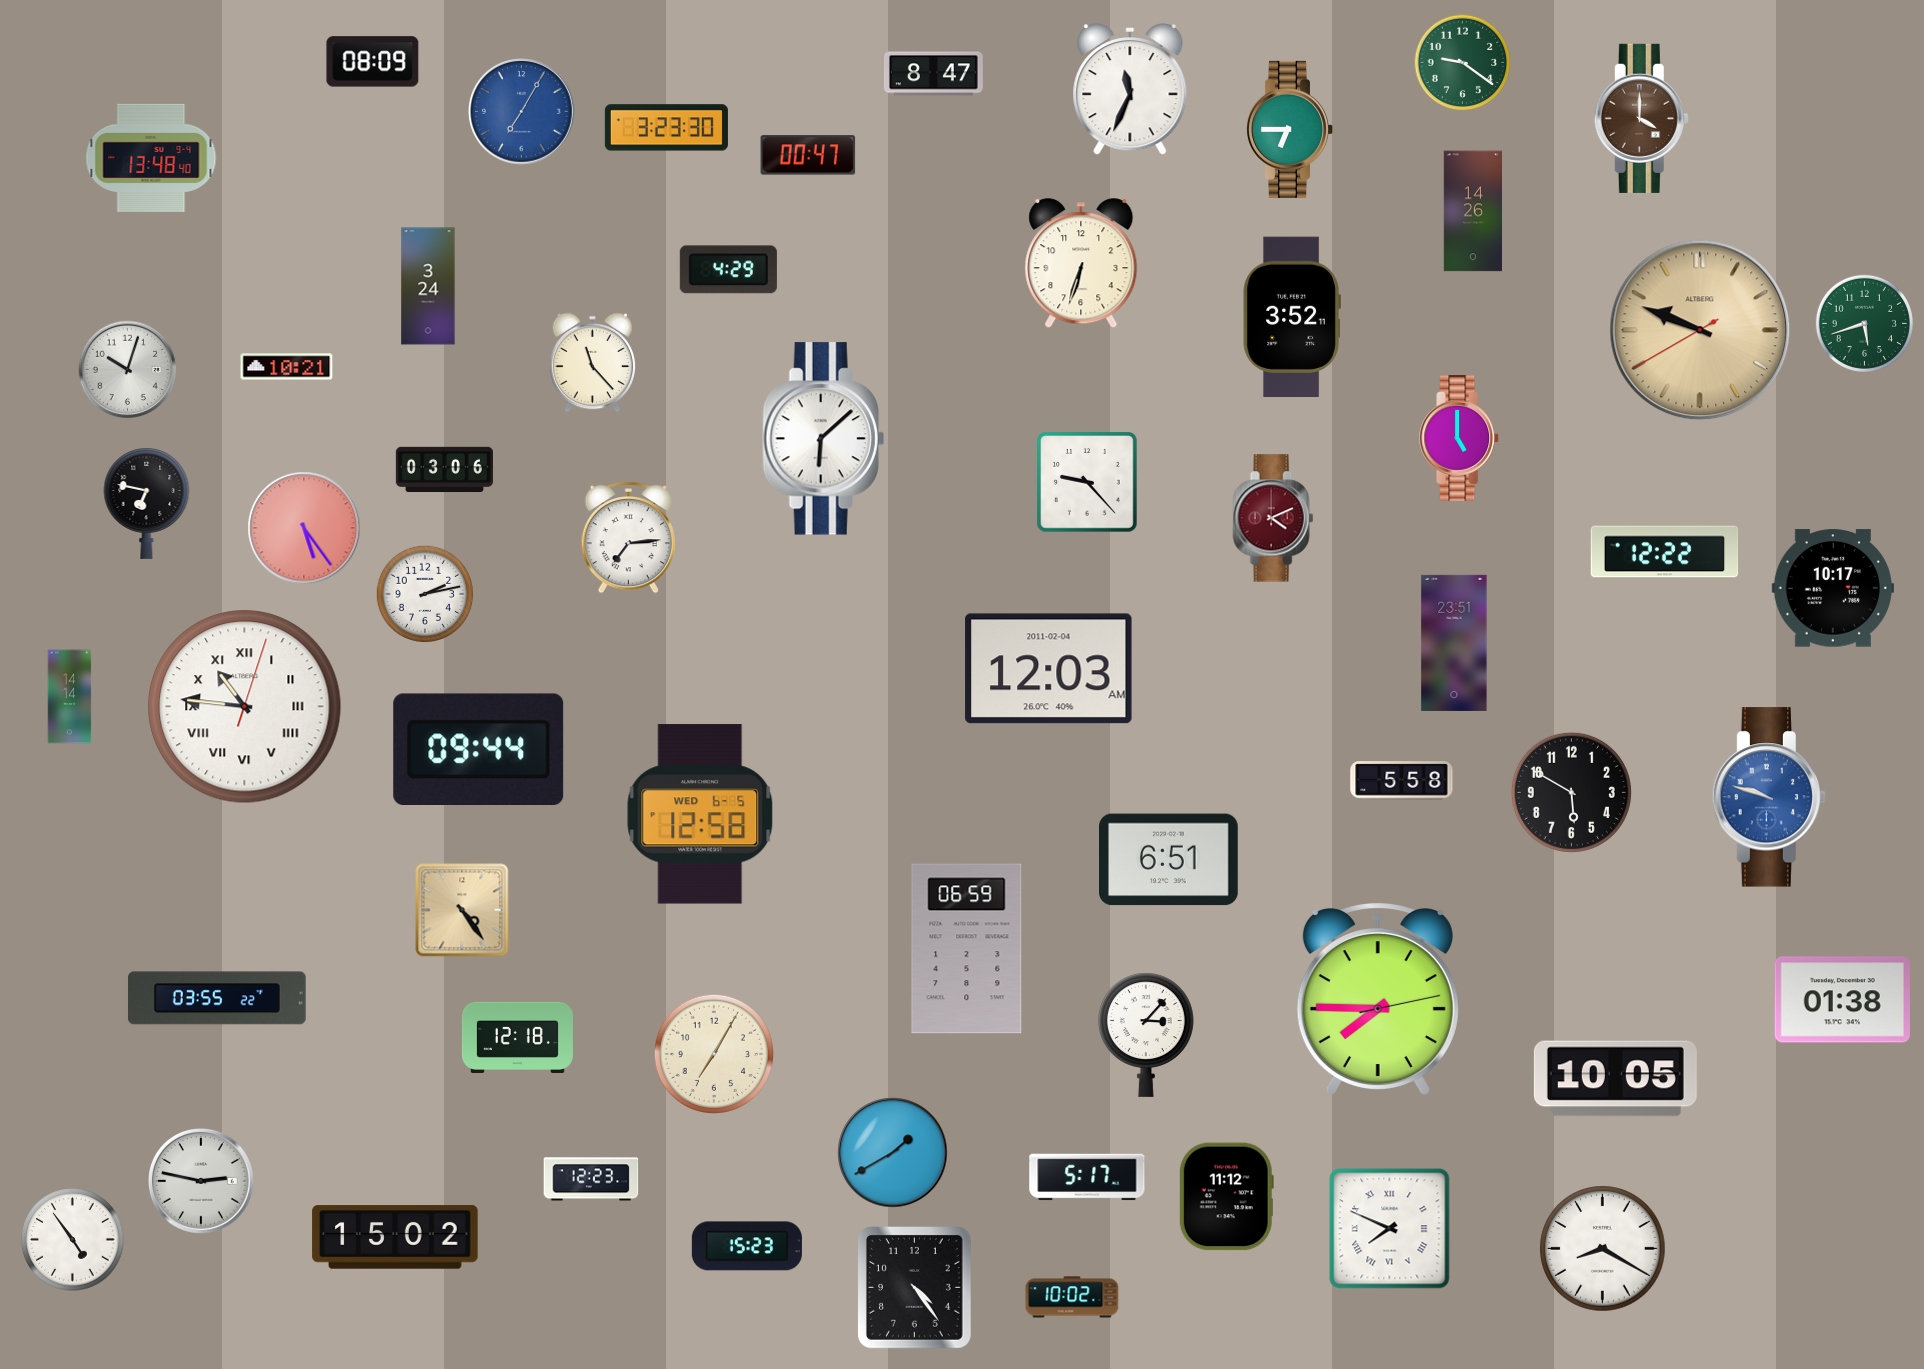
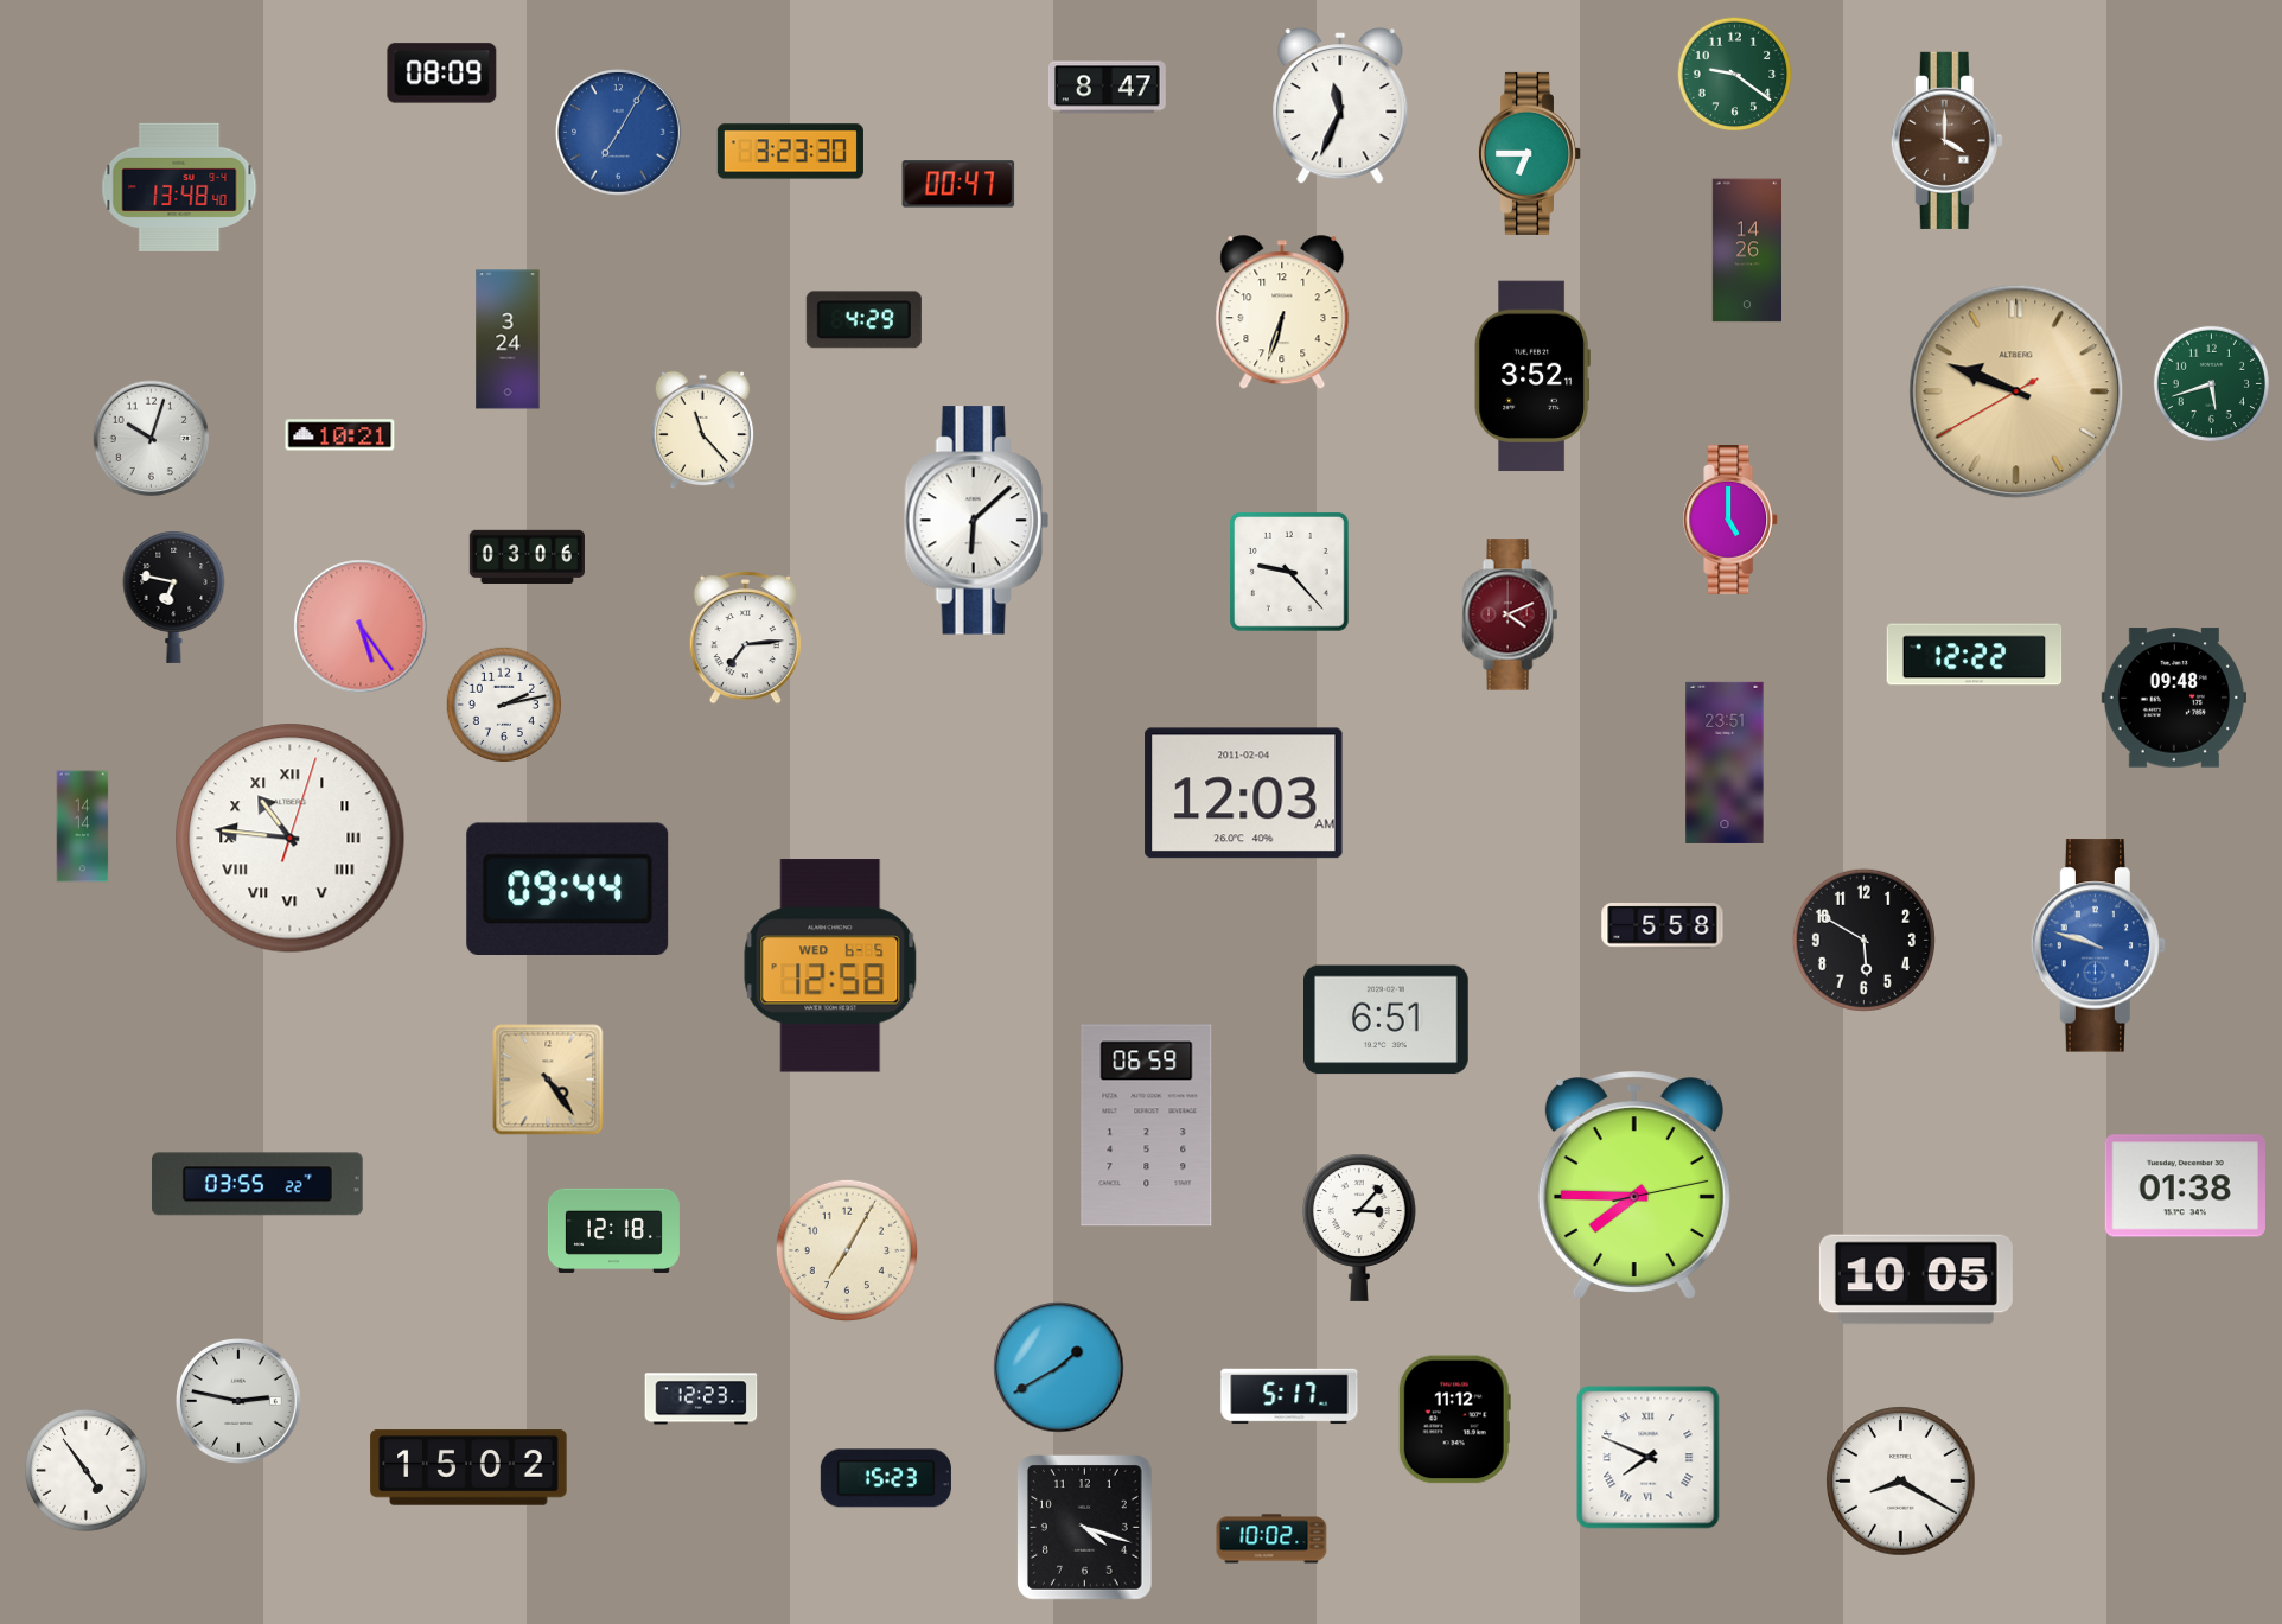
clock at (1833, 588): 10:17 -> 09:48
clock at (915, 1288): 4:24 -> 4:18
